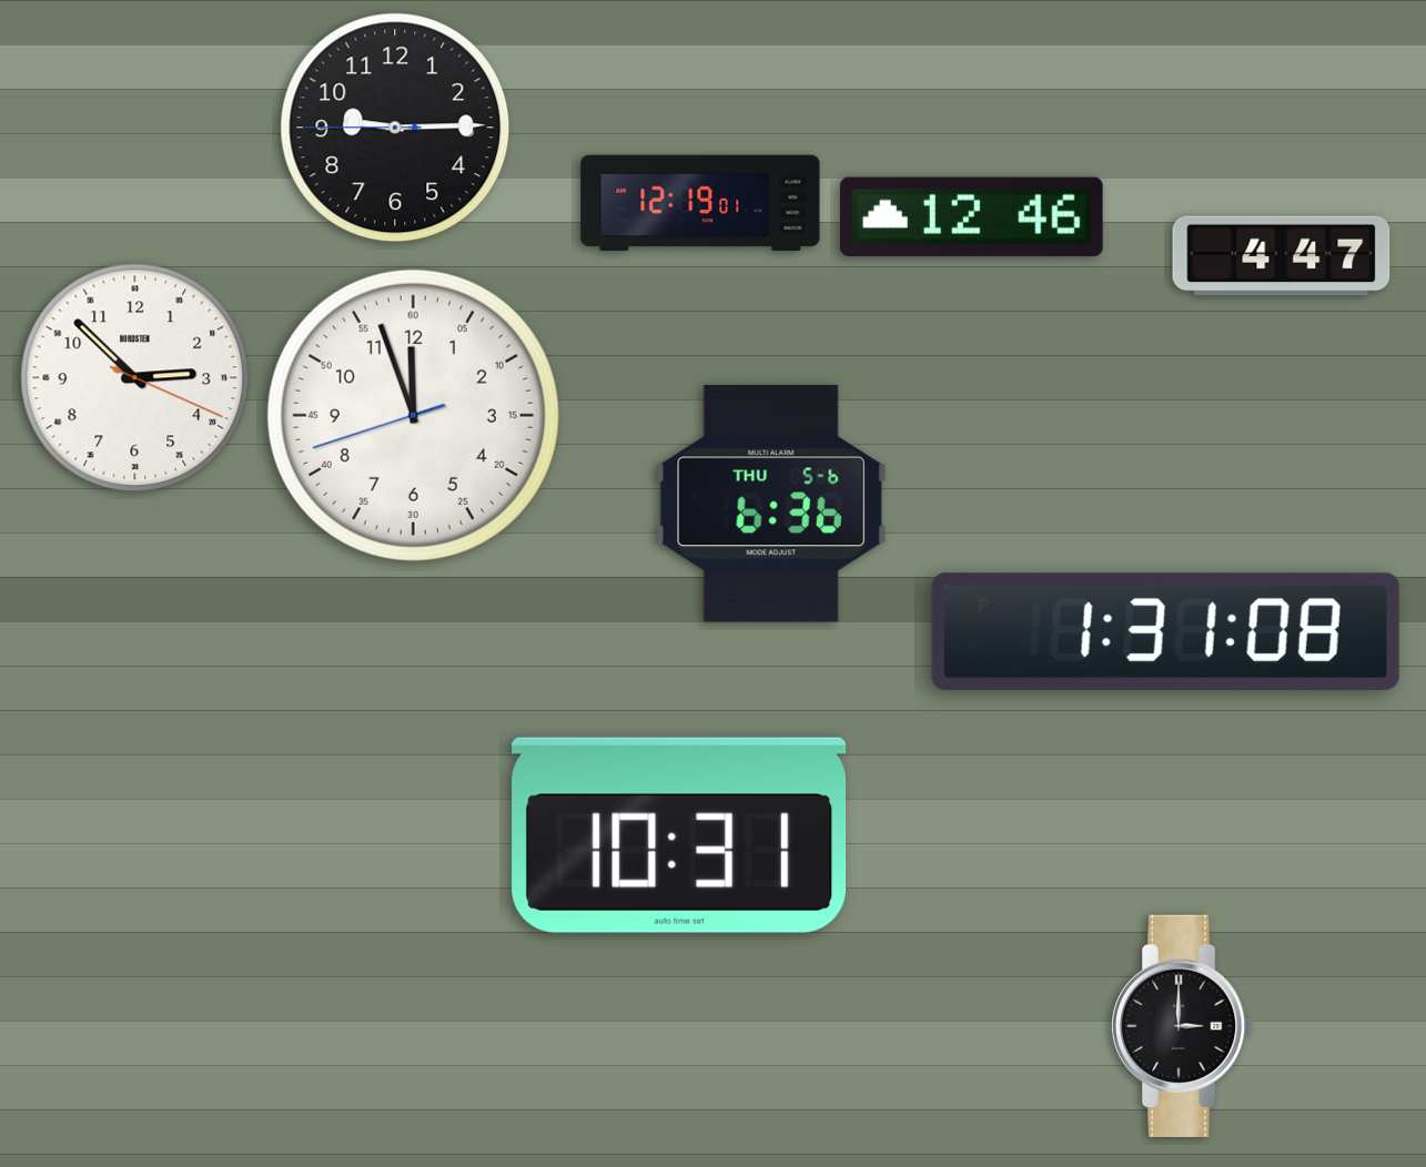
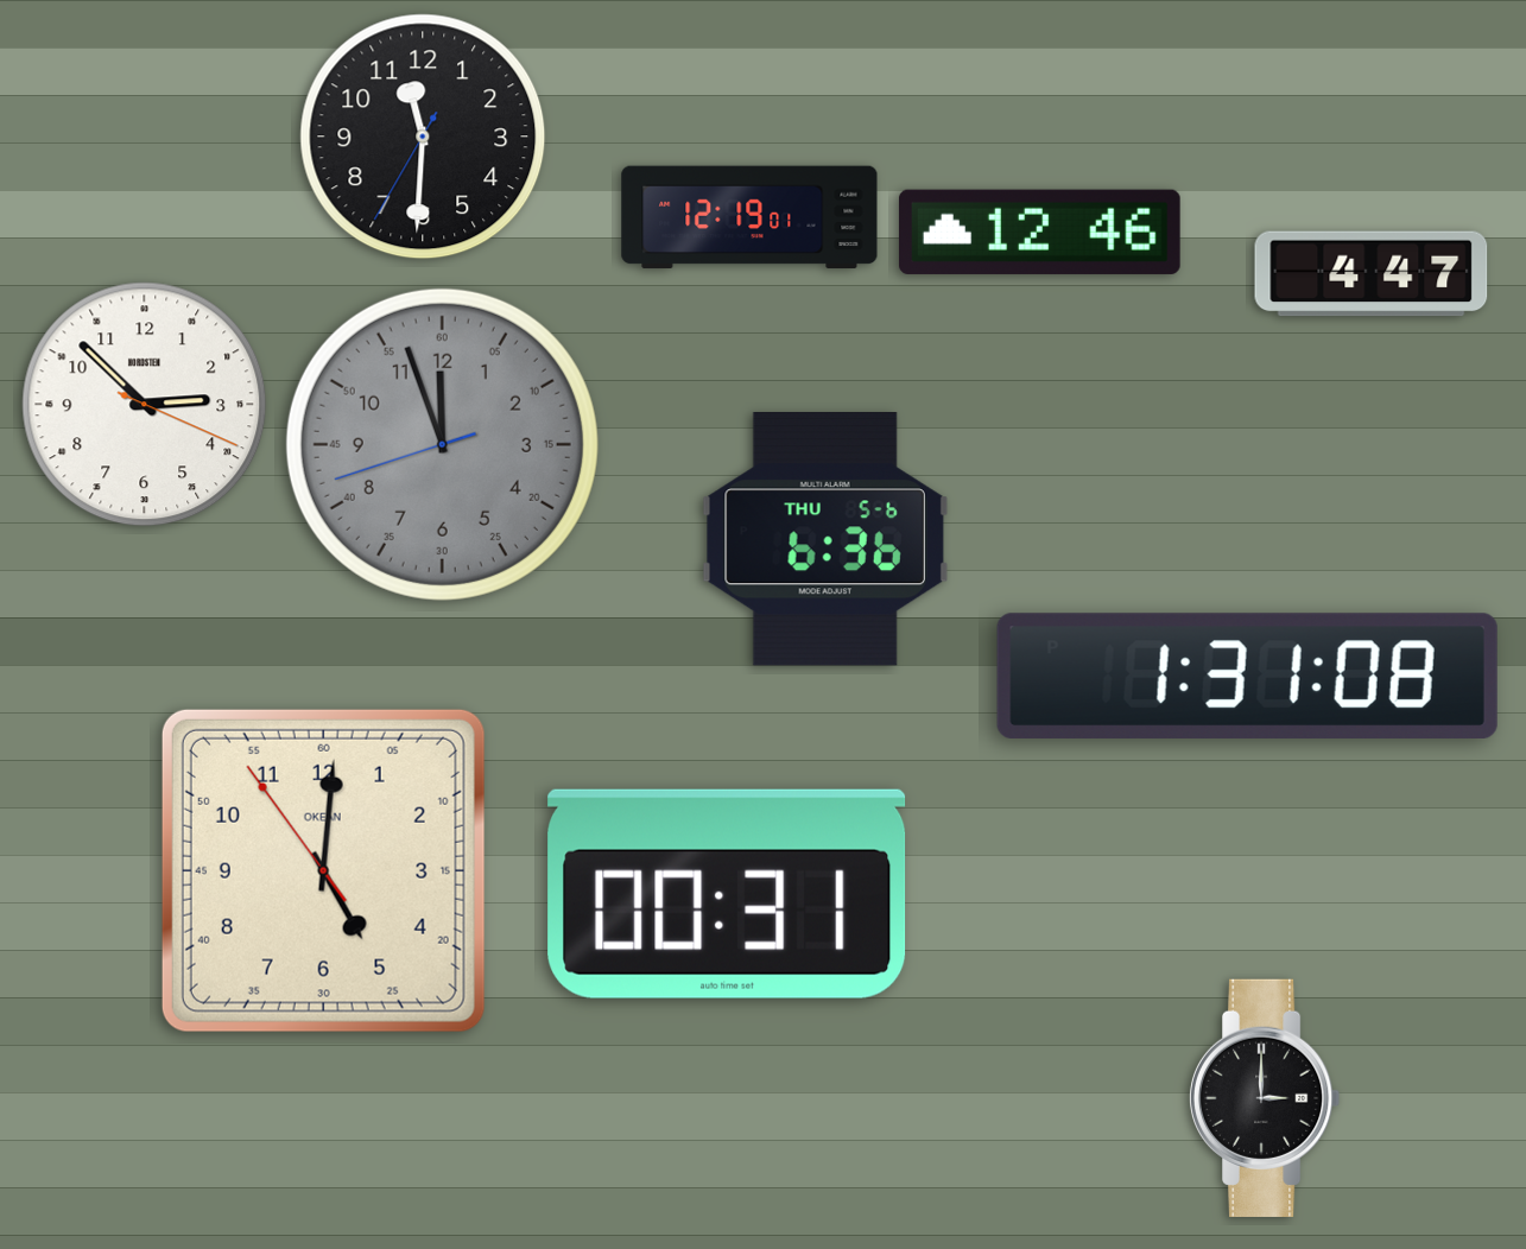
clock at (395, 128): 9:14 -> 11:30
clock at (413, 415) dial: white -> grey
clock at (323, 870): none -> 5:00
clock at (679, 835): 10:31 -> 00:31
